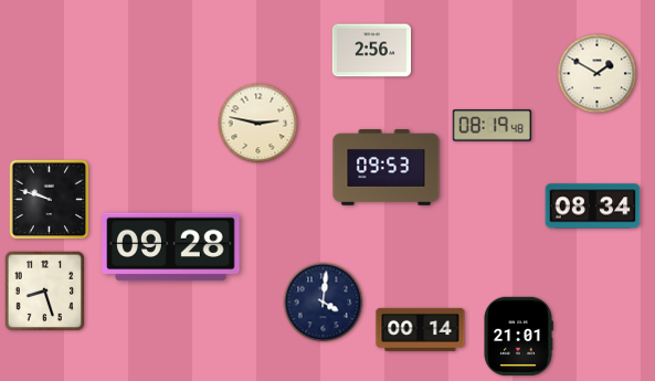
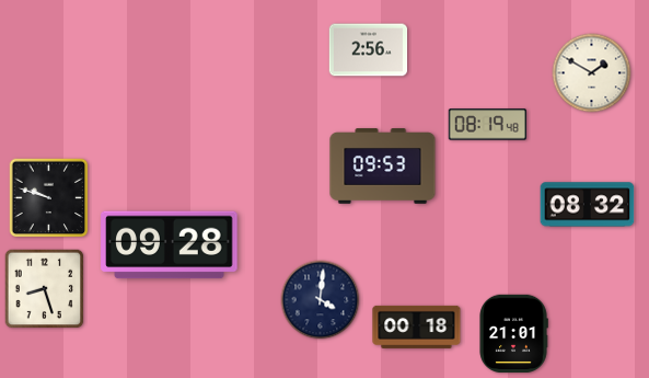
clock at (258, 124): 2:47 -> none
clock at (593, 207): 08:34 -> 08:32
clock at (421, 329): 00:14 -> 00:18
